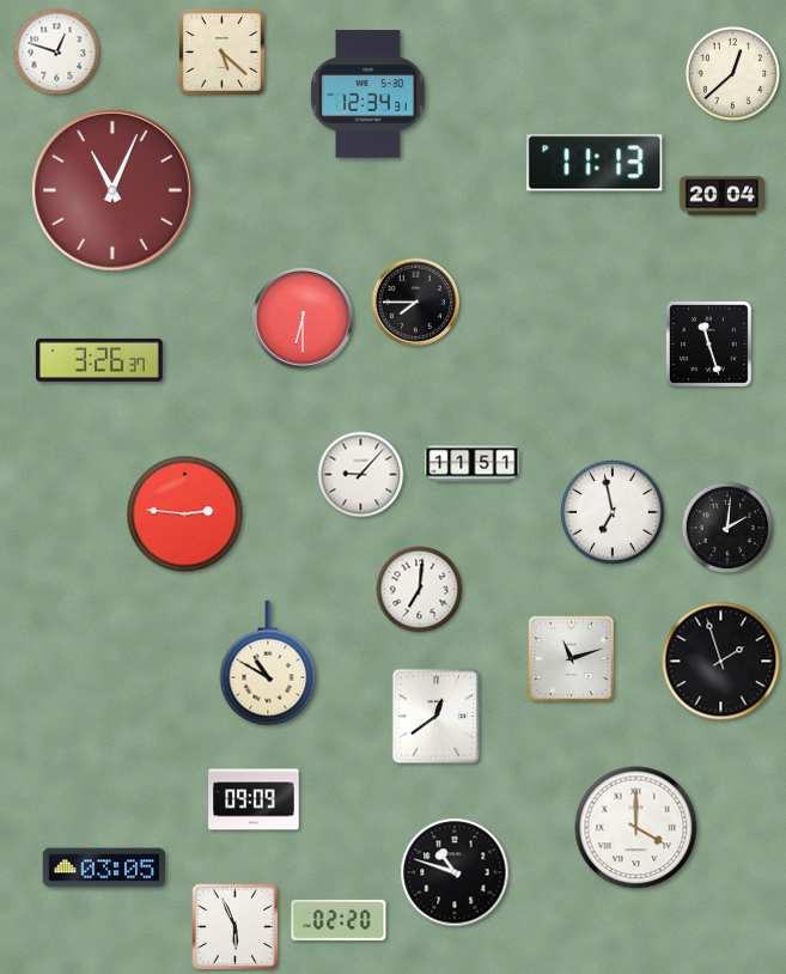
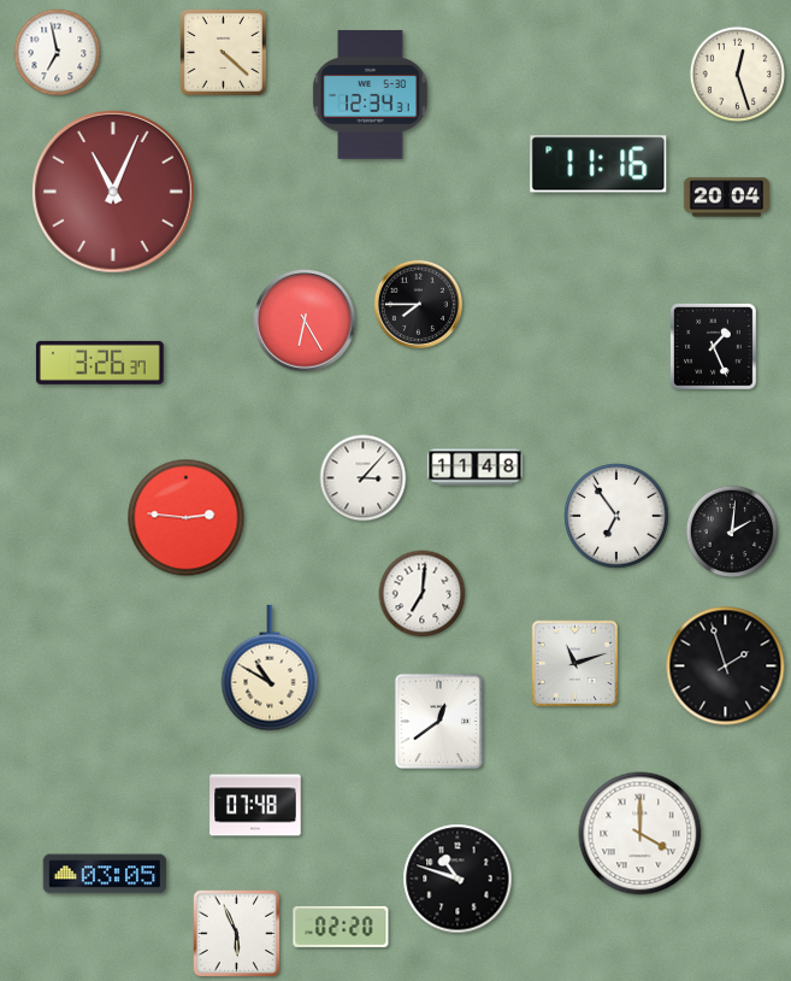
clock at (221, 51): 5:22 -> 4:22
clock at (57, 53): 12:48 -> 6:58
clock at (732, 73): 12:38 -> 12:27
clock at (595, 163): 11:13 -> 11:16
clock at (303, 318): 6:30 -> 6:25
clock at (708, 343): 11:27 -> 1:26
clock at (473, 464): 11:51 -> 11:48
clock at (361, 475): 9:07 -> 3:07
clock at (613, 512): 6:58 -> 6:54
clock at (254, 799): 09:09 -> 07:48
